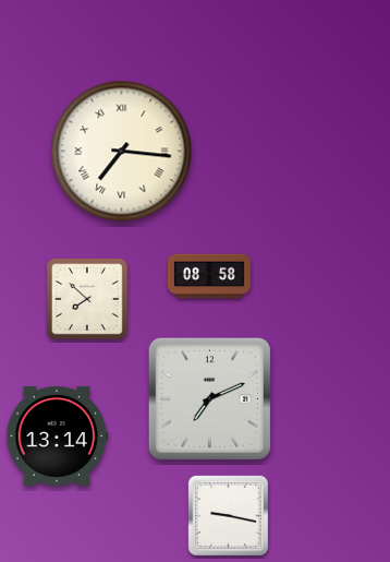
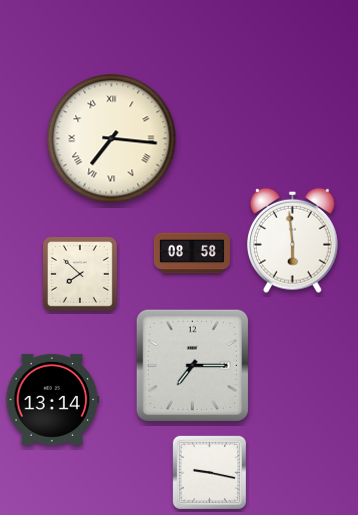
clock at (293, 240): none -> 5:59
clock at (209, 398): 7:11 -> 7:15
